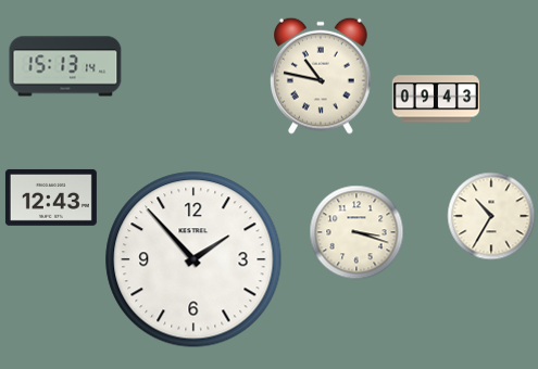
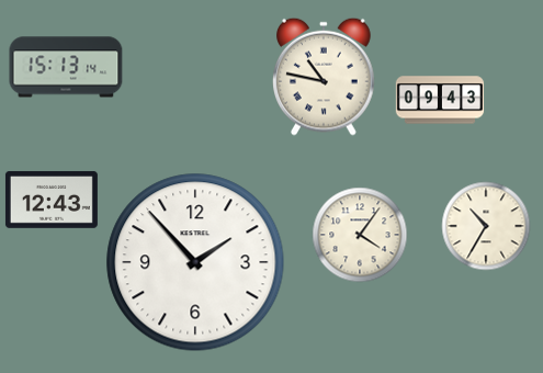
clock at (491, 216) position: (491, 216) -> (486, 226)
clock at (356, 232): 3:18 -> 4:06
